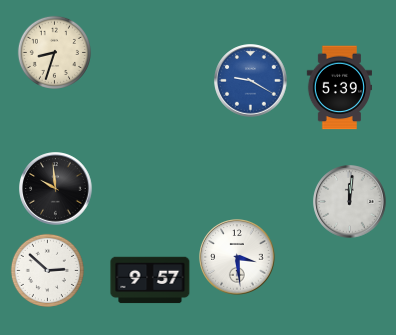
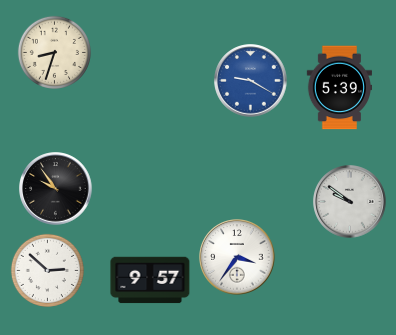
clock at (56, 189): 9:59 -> 9:54
clock at (350, 202): 12:01 -> 9:51
clock at (237, 257): 3:29 -> 3:36
